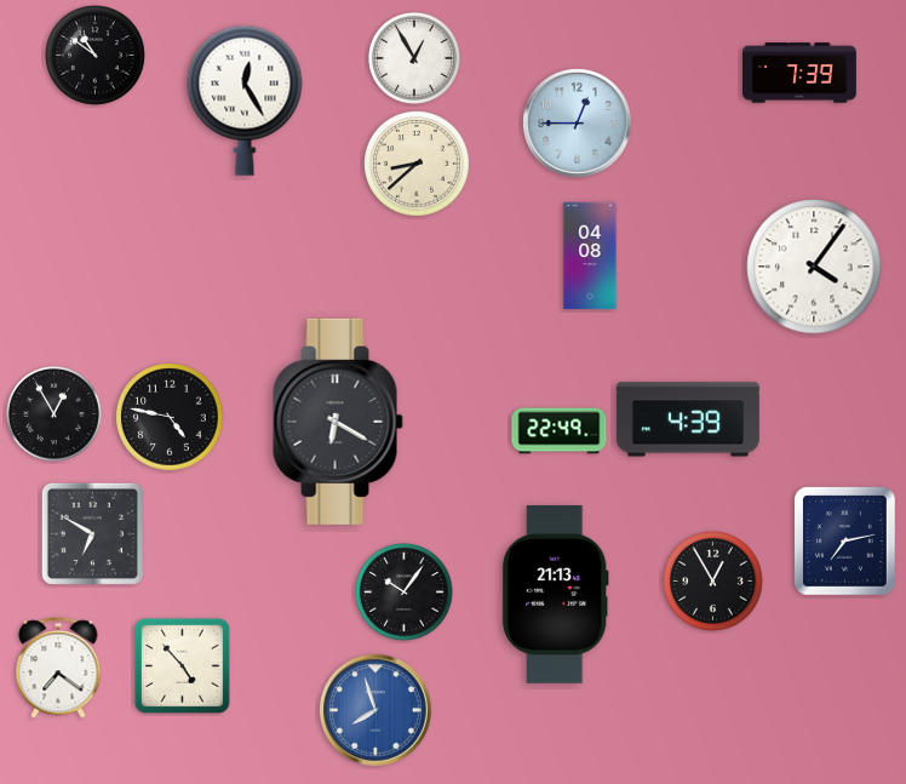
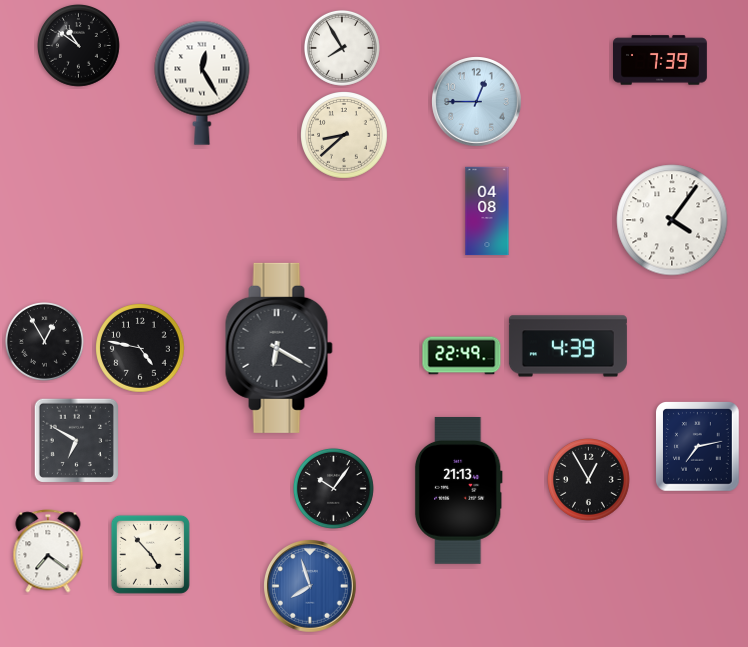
clock at (414, 58): 12:55 -> 7:55
clock at (170, 417) position: (170, 417) -> (140, 348)
clock at (182, 665) position: (182, 665) -> (150, 554)
